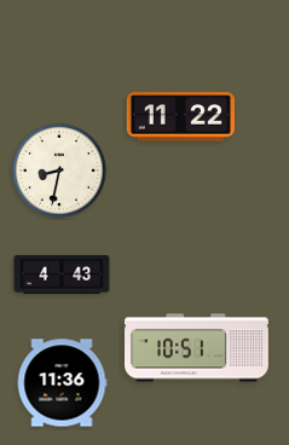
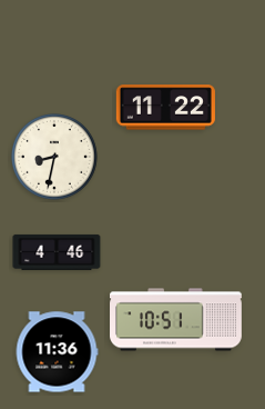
clock at (62, 274): 4:43 -> 4:46
clock at (197, 348) position: (197, 348) -> (176, 320)
